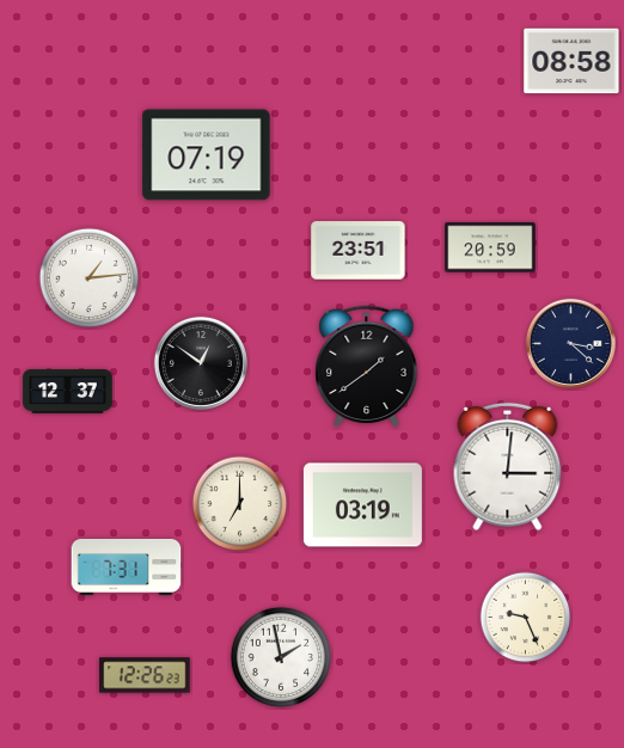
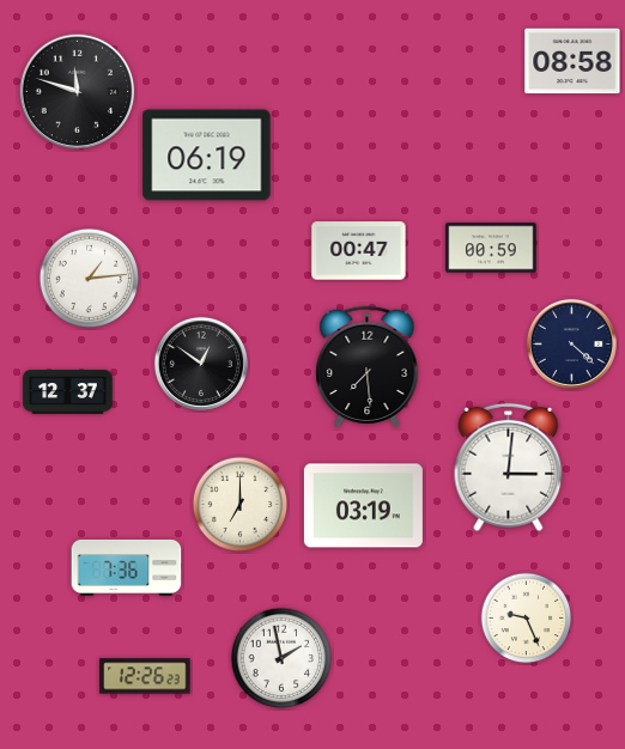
clock at (78, 92): none -> 11:48
clock at (207, 155): 07:19 -> 06:19
clock at (490, 247): 20:59 -> 00:59
clock at (359, 251): 23:51 -> 00:47
clock at (570, 343): 3:22 -> 4:22
clock at (367, 367): 1:39 -> 7:29
clock at (127, 566): 7:31 -> 7:36
